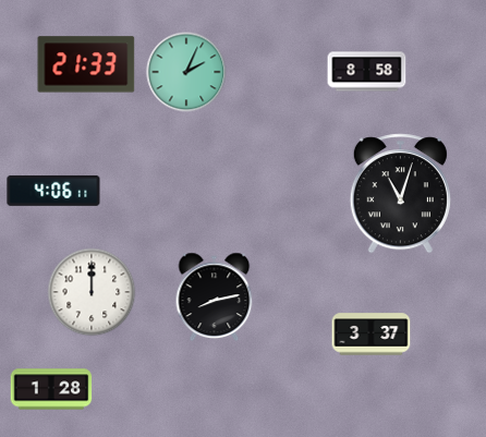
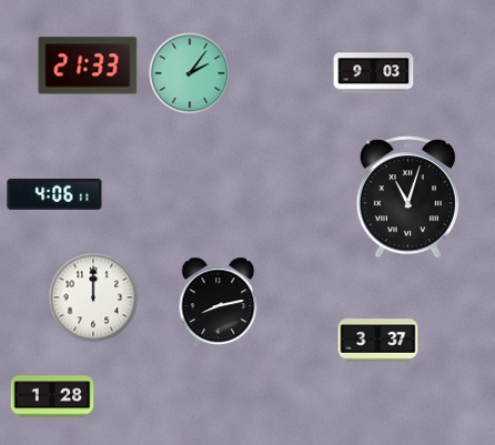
clock at (186, 72): 2:04 -> 2:06
clock at (367, 72): 8:58 -> 9:03
